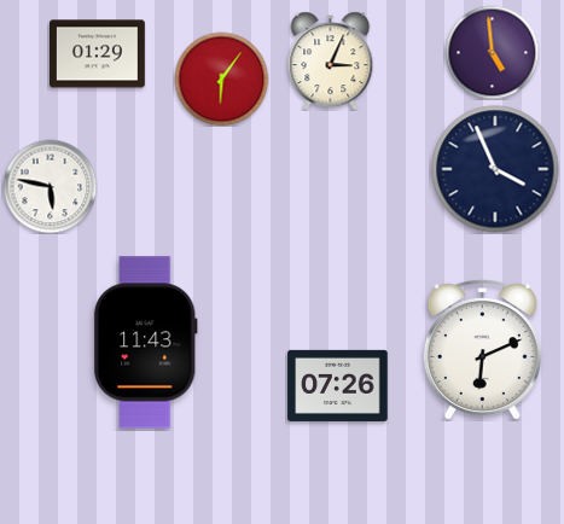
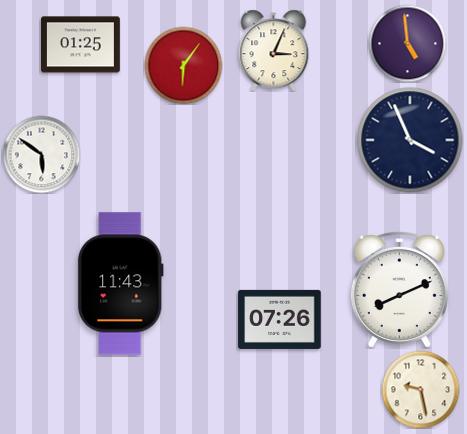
clock at (98, 54): 01:29 -> 01:25
clock at (50, 186): 5:47 -> 5:51
clock at (482, 350): 6:11 -> 8:11
clock at (420, 389): none -> 9:28
